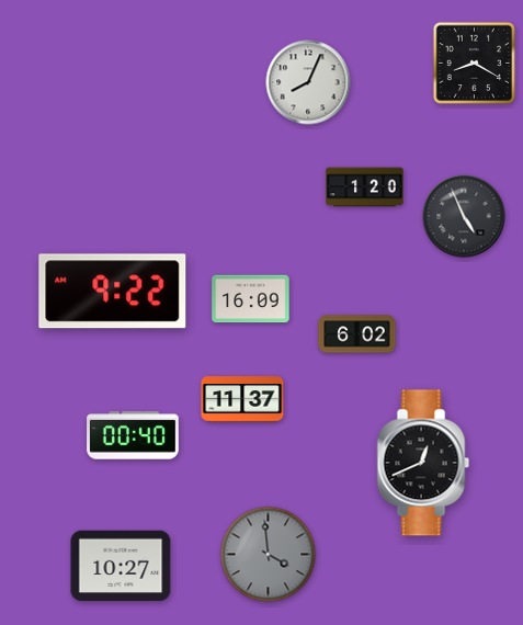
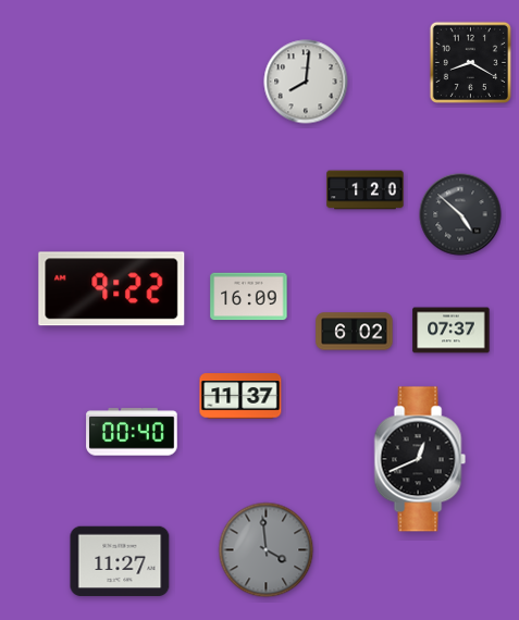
clock at (308, 82): 8:04 -> 8:01
clock at (365, 187) position: (365, 187) -> (366, 190)
clock at (464, 216): 4:56 -> 4:52
clock at (452, 331): none -> 07:37
clock at (121, 566): 10:27 -> 11:27
